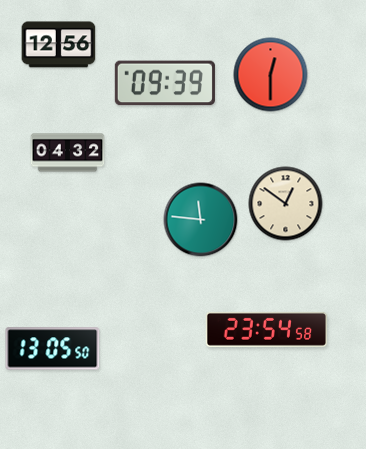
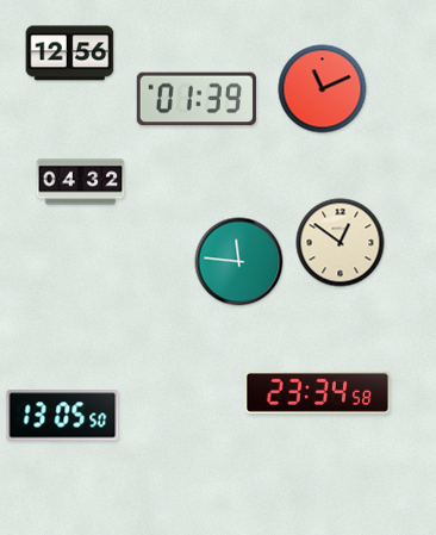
clock at (271, 75): 12:30 -> 11:11
clock at (165, 83): 09:39 -> 01:39
clock at (267, 329): 23:54 -> 23:34
